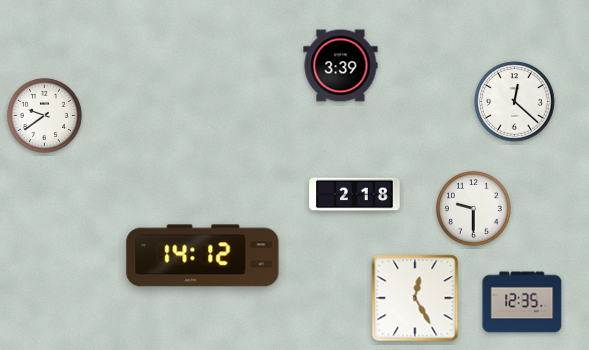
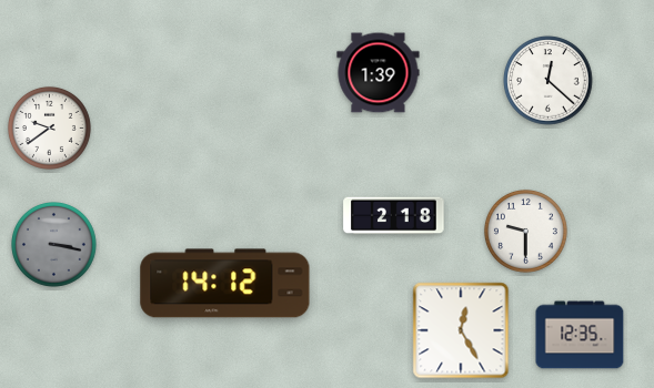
clock at (341, 66): 3:39 -> 1:39
clock at (515, 102) position: (515, 102) -> (549, 81)
clock at (54, 245): none -> 3:17
